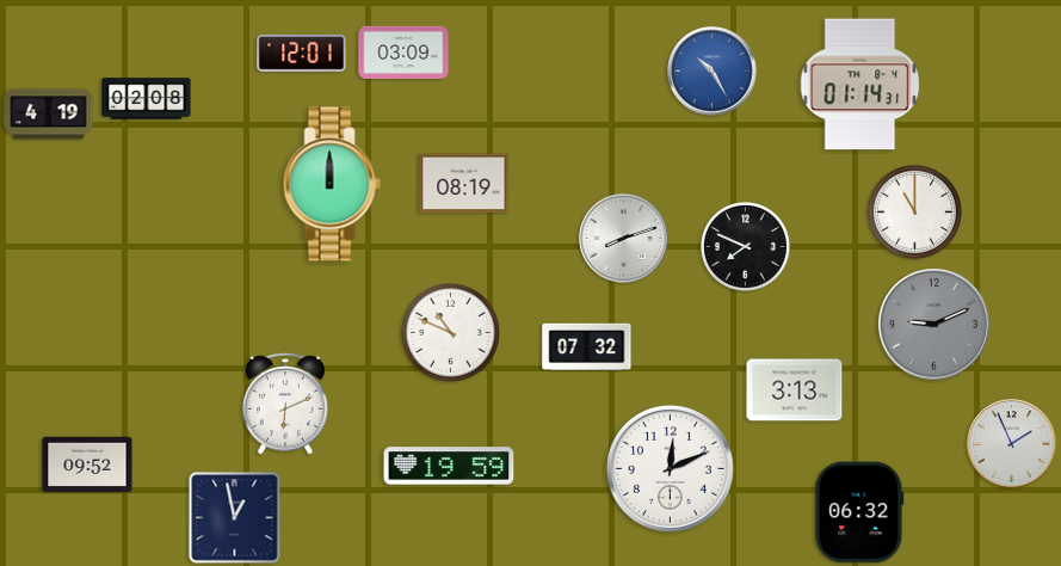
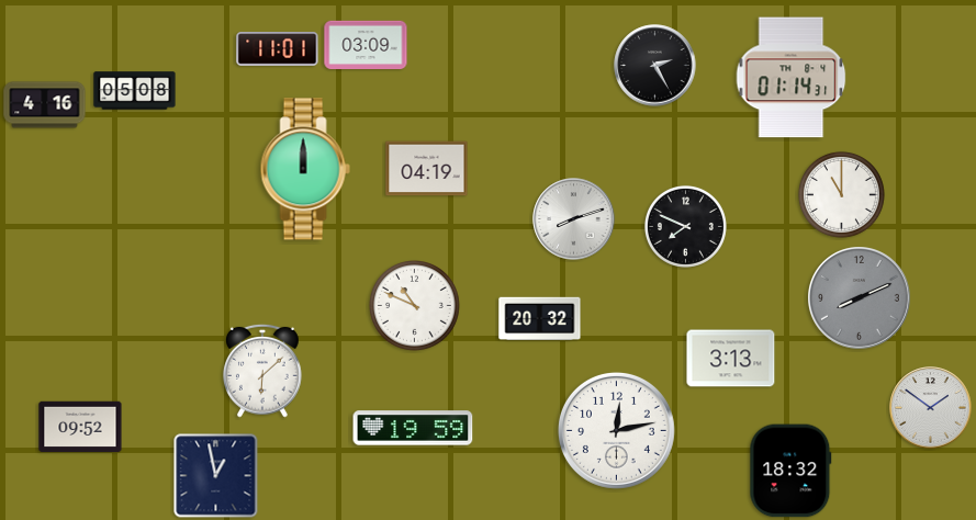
clock at (403, 51) position: (403, 51) -> (366, 44)
clock at (302, 54): 12:01 -> 11:01
clock at (713, 72): 10:25 -> 2:25
clock at (713, 72) dial: blue -> black
clock at (147, 99): 02:08 -> 05:08
clock at (49, 115): 4:19 -> 4:16
clock at (464, 184): 08:19 -> 04:19
clock at (934, 325): 9:11 -> 8:11
clock at (587, 346): 07:32 -> 20:32
clock at (286, 404): 6:11 -> 6:08
clock at (1012, 444): 1:56 -> 1:51
clock at (670, 468): 12:11 -> 12:13
clock at (859, 512): 06:32 -> 18:32
